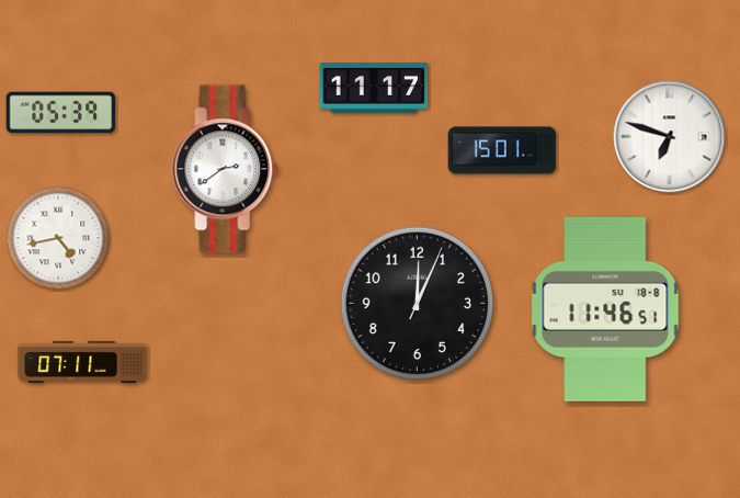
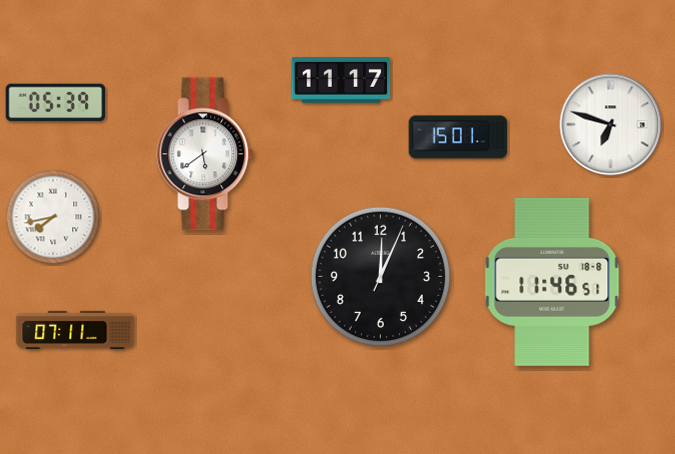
clock at (225, 169): 2:39 -> 5:39
clock at (58, 238): 4:43 -> 7:43
